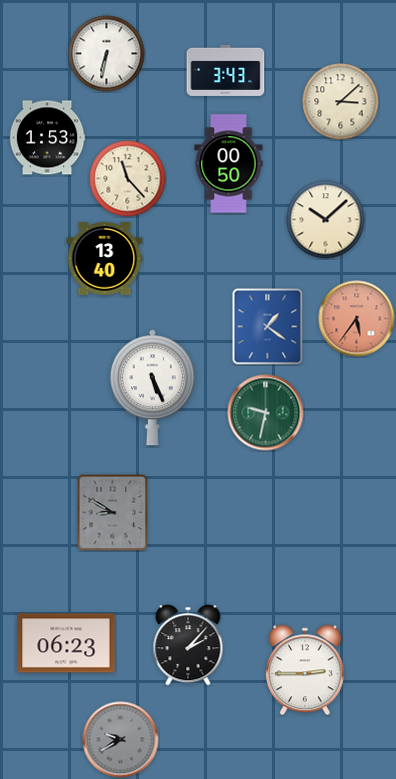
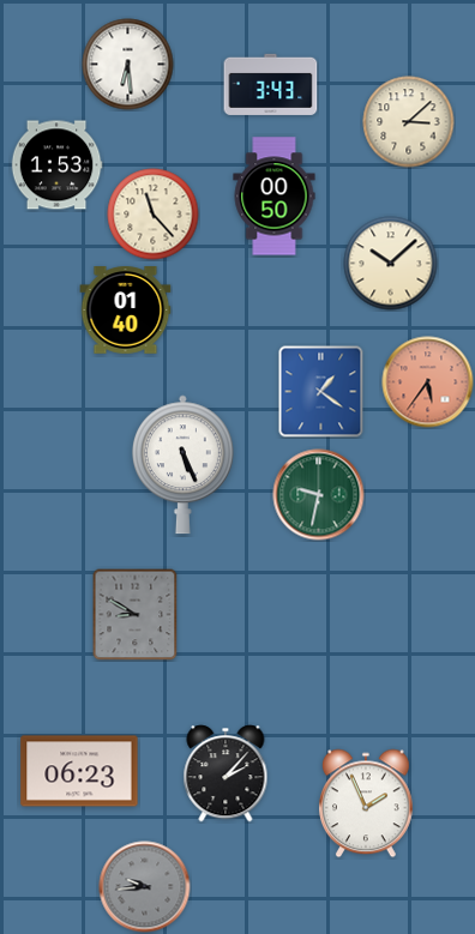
clock at (107, 54): 6:32 -> 6:29
clock at (105, 259): 13:40 -> 01:40
clock at (306, 670): 2:45 -> 1:56
clock at (121, 740): 9:40 -> 9:44
